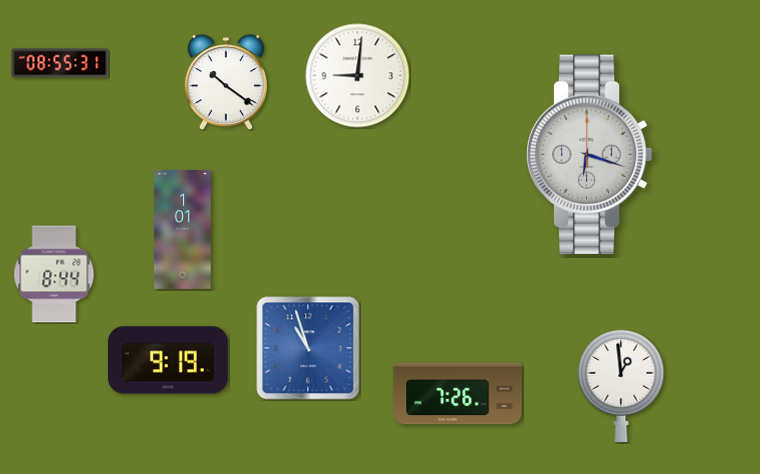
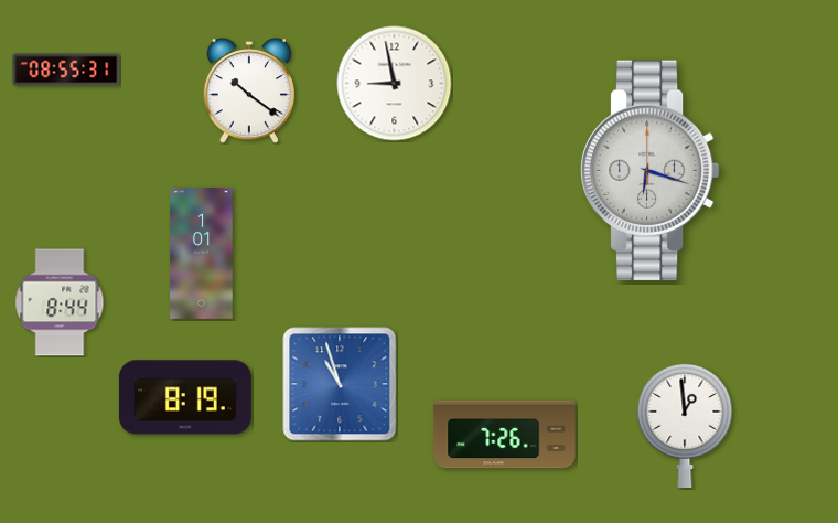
clock at (358, 76): 9:01 -> 8:58
clock at (168, 360): 9:19 -> 8:19
